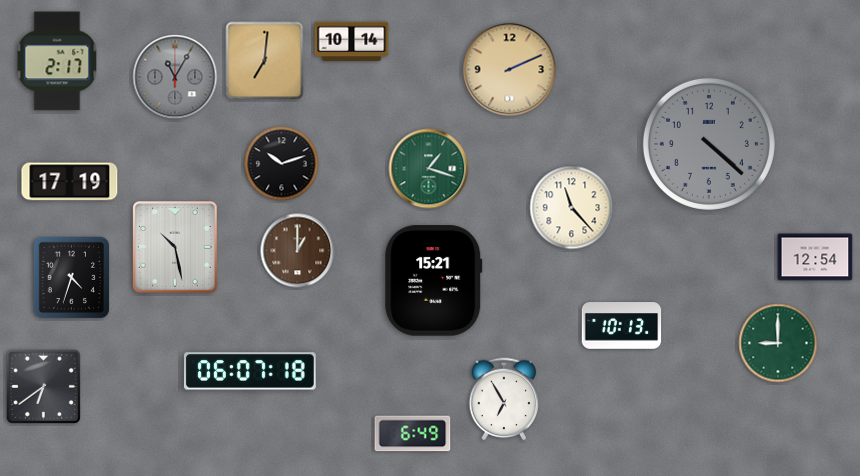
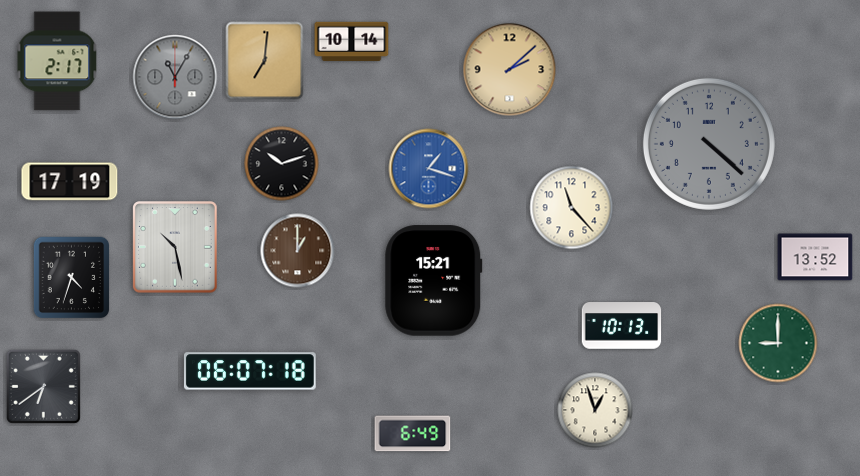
clock at (510, 70): 2:11 -> 2:08
clock at (429, 169) dial: green -> blue
clock at (815, 257): 12:54 -> 13:52
clock at (504, 399): 6:55 -> none
clock at (595, 410): none -> 12:57
